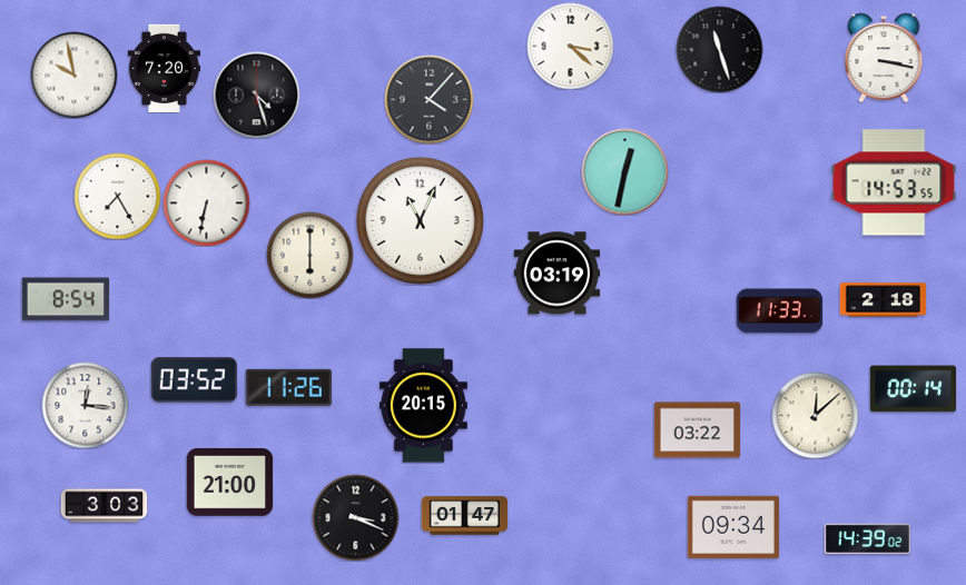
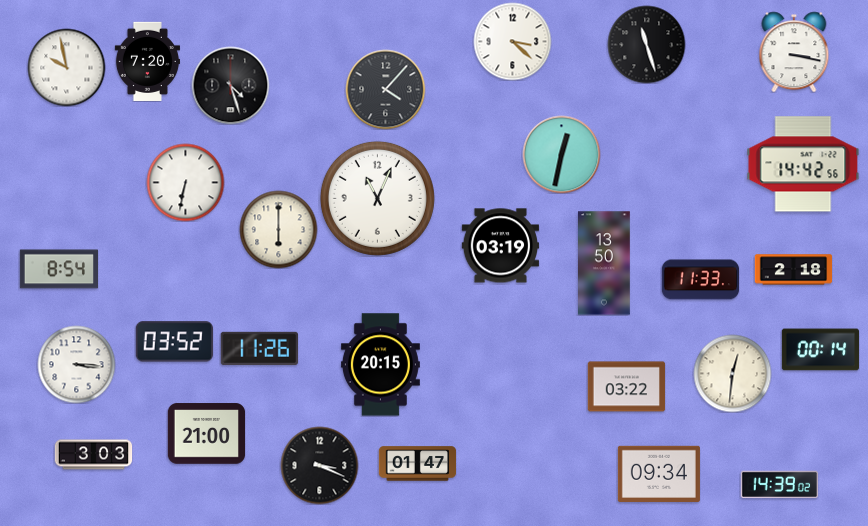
clock at (894, 182): 14:53 -> 14:42
clock at (117, 196): 7:25 -> none
clock at (605, 263): none -> 13:50
clock at (85, 405): 12:16 -> 3:16
clock at (815, 415): 12:08 -> 12:31
